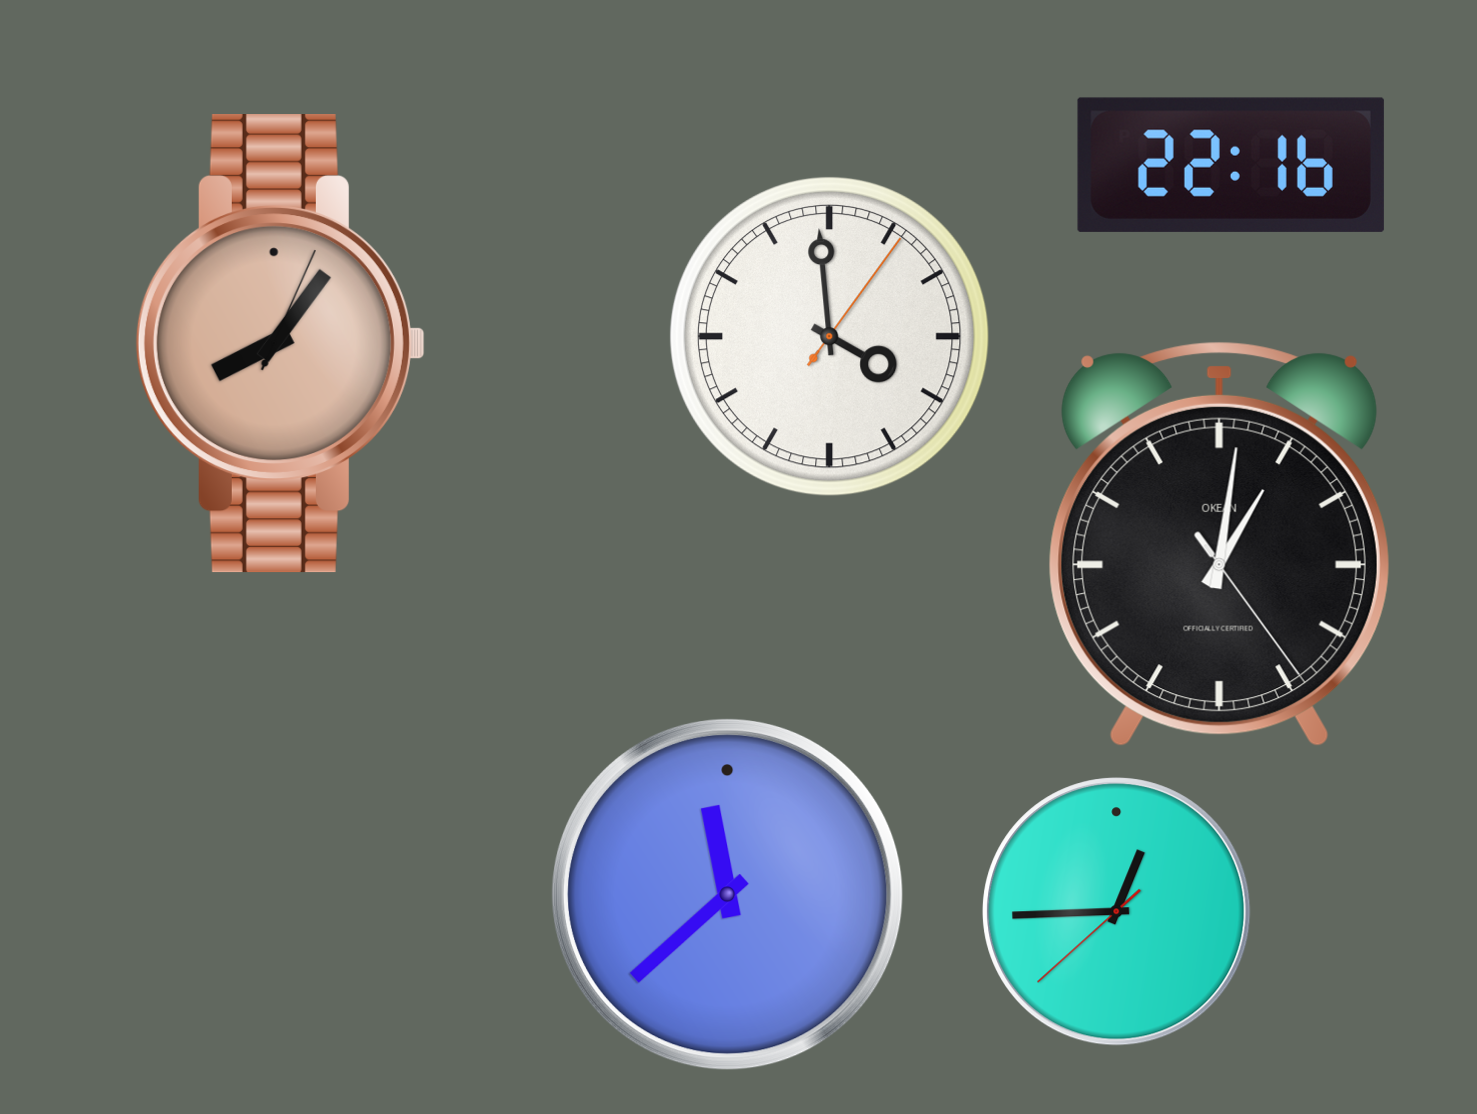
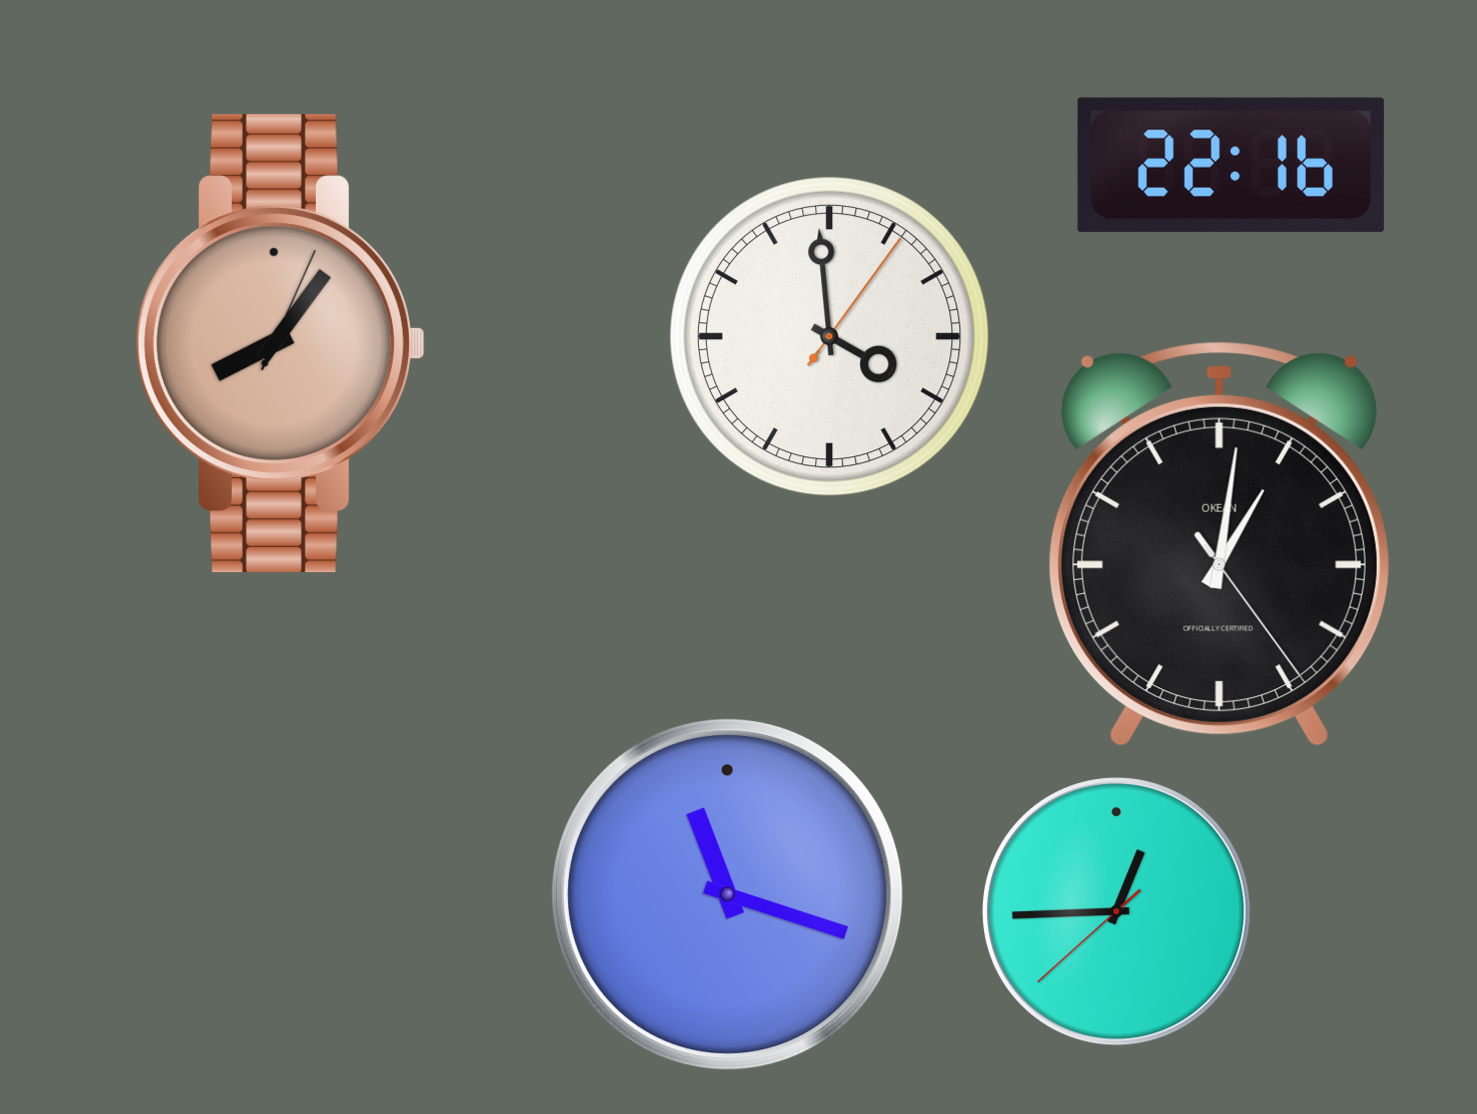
clock at (727, 894): 11:38 -> 11:18
